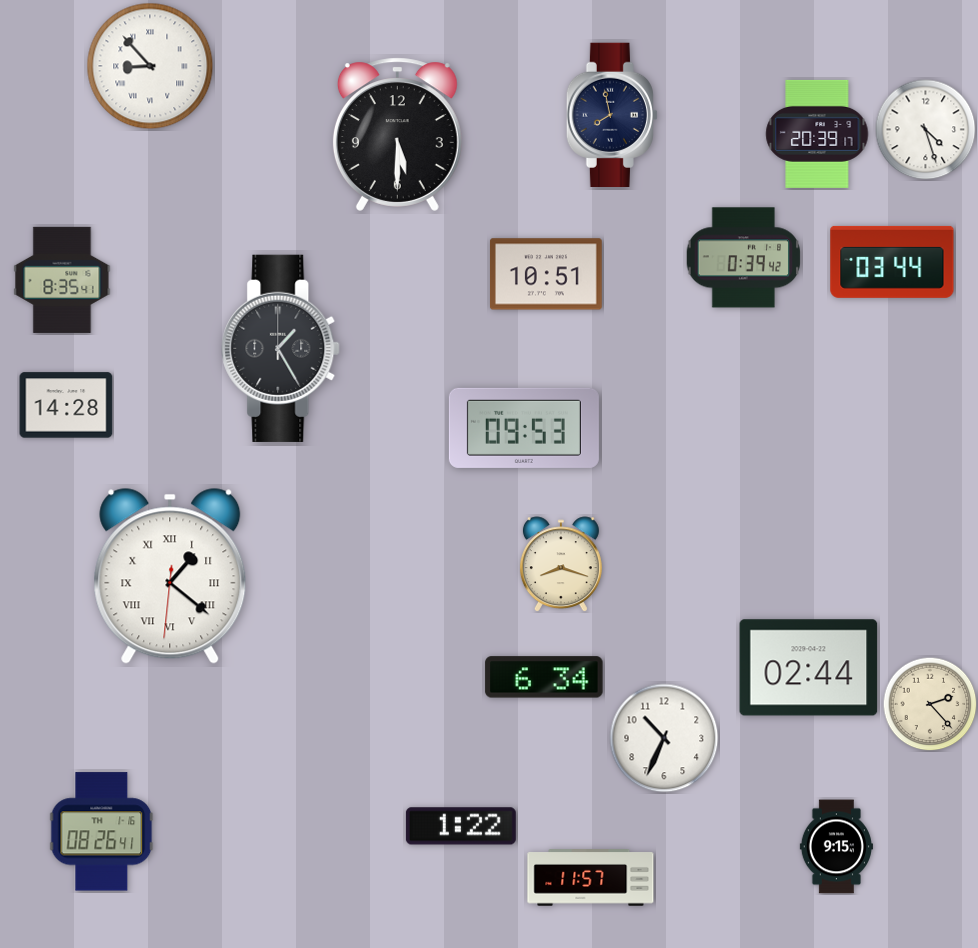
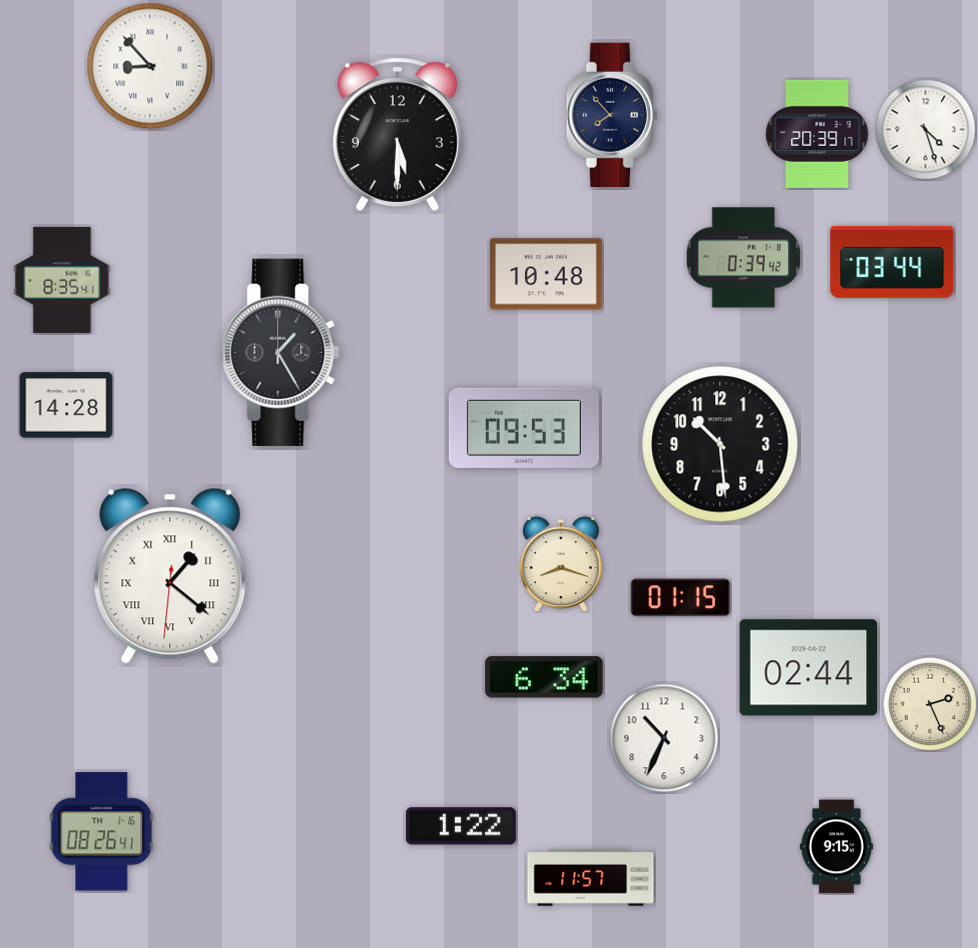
clock at (612, 114): 7:58 -> 7:53
clock at (546, 274): 10:51 -> 10:48
clock at (281, 348) position: (281, 348) -> (281, 352)
clock at (720, 444): none -> 10:29
clock at (681, 598): none -> 01:15
clock at (930, 704): 2:23 -> 2:26
